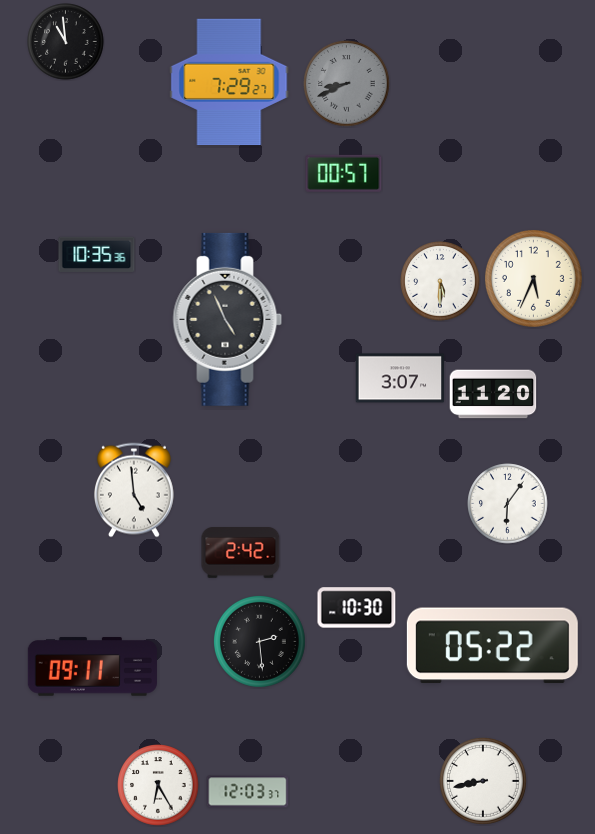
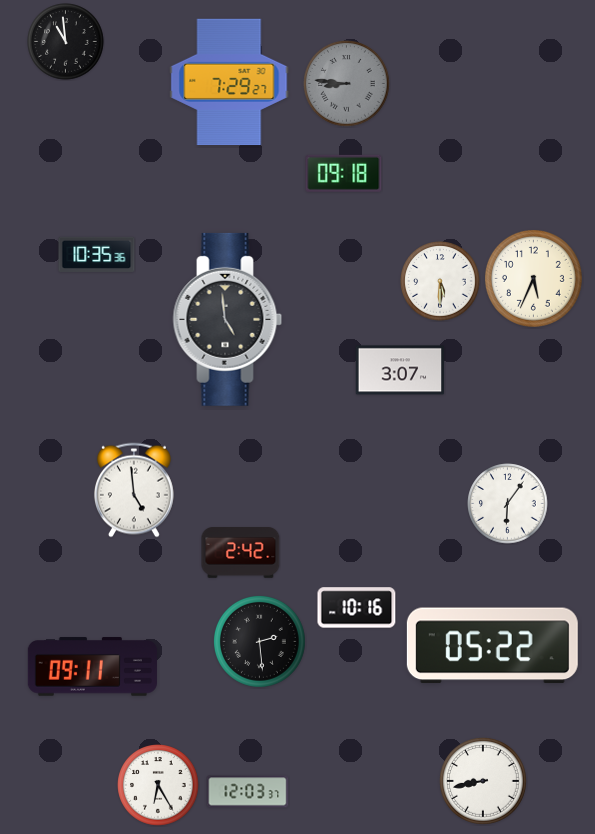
clock at (347, 84): 8:41 -> 8:46
clock at (344, 173): 00:57 -> 09:18
clock at (228, 319): 4:56 -> 4:59
clock at (400, 378) position: (400, 378) -> (400, 370)
clock at (493, 394): 11:20 -> none
clock at (357, 608): 10:30 -> 10:16
